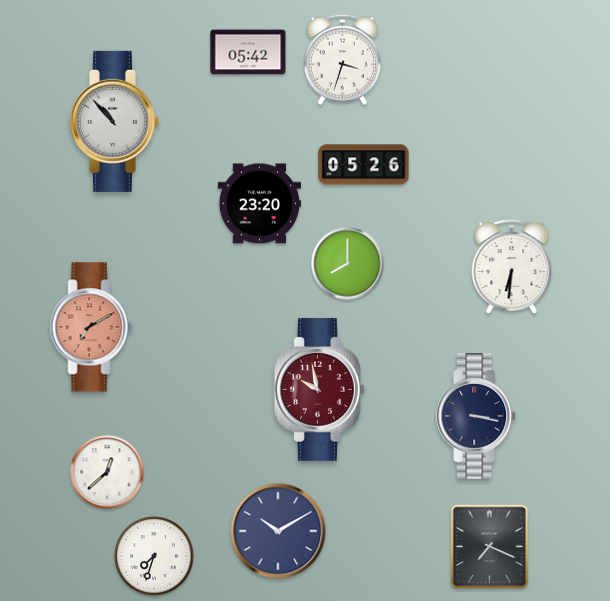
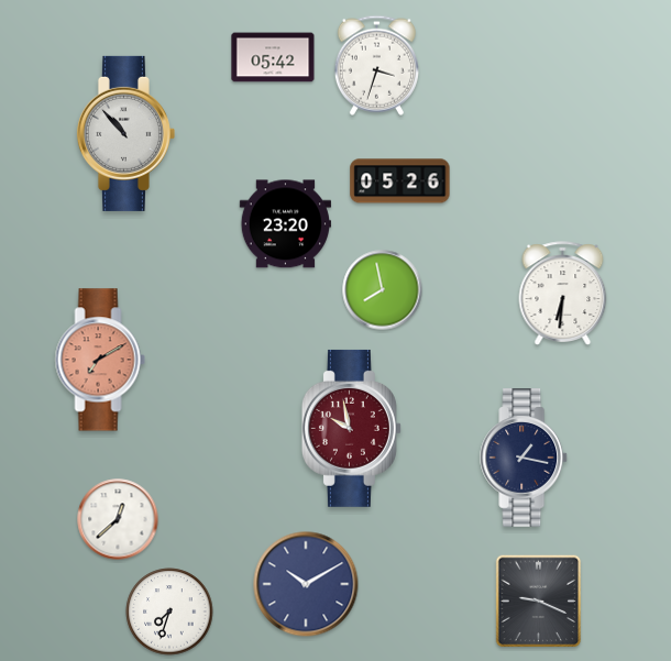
clock at (348, 264): 8:00 -> 7:58
clock at (477, 416): 3:17 -> 1:17
clock at (490, 547): 7:19 -> 9:19
